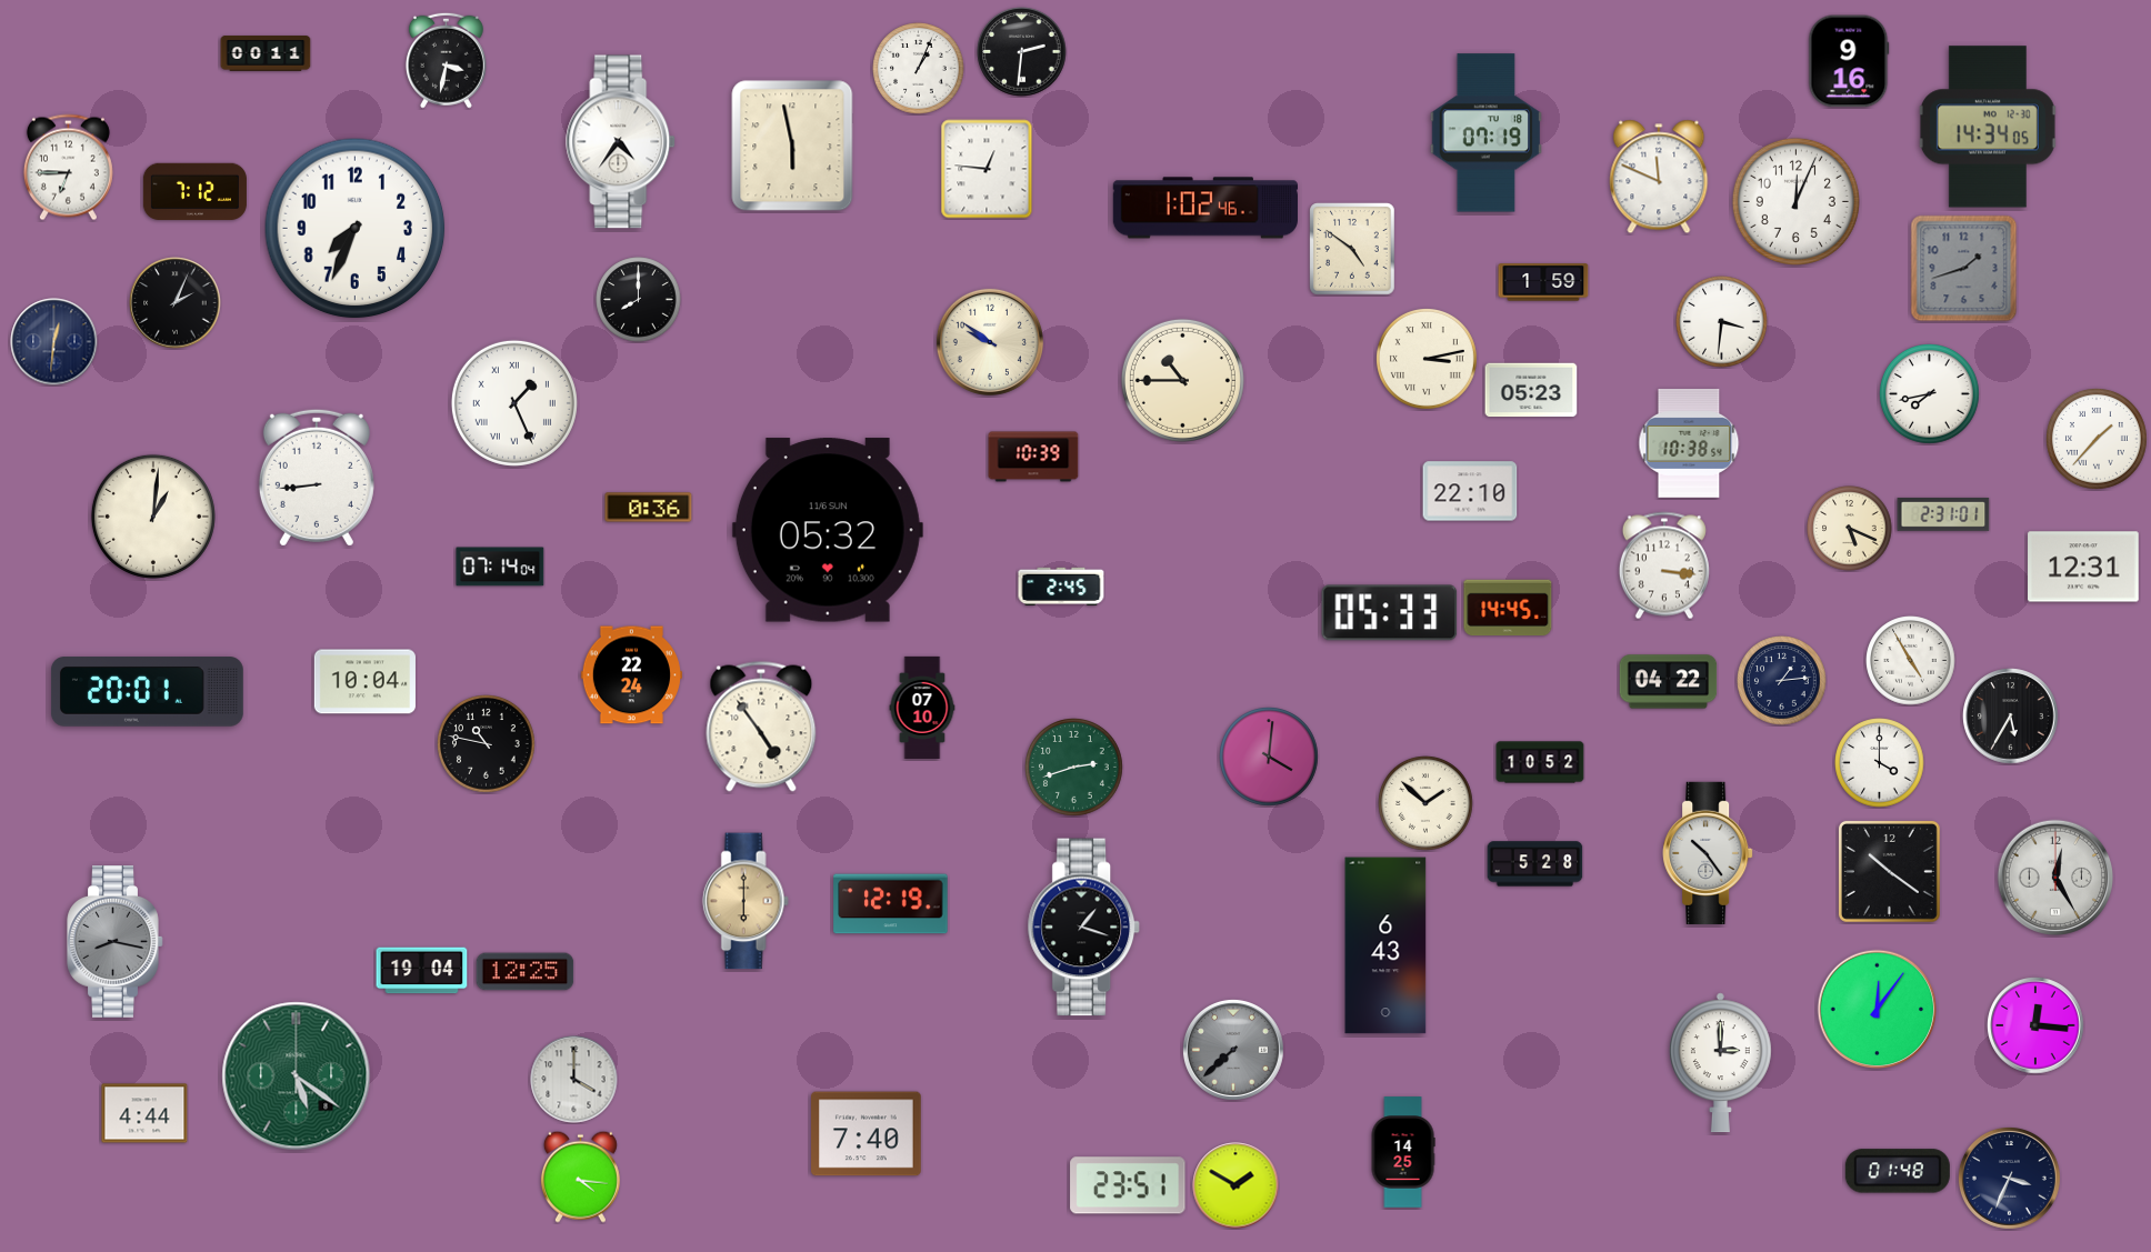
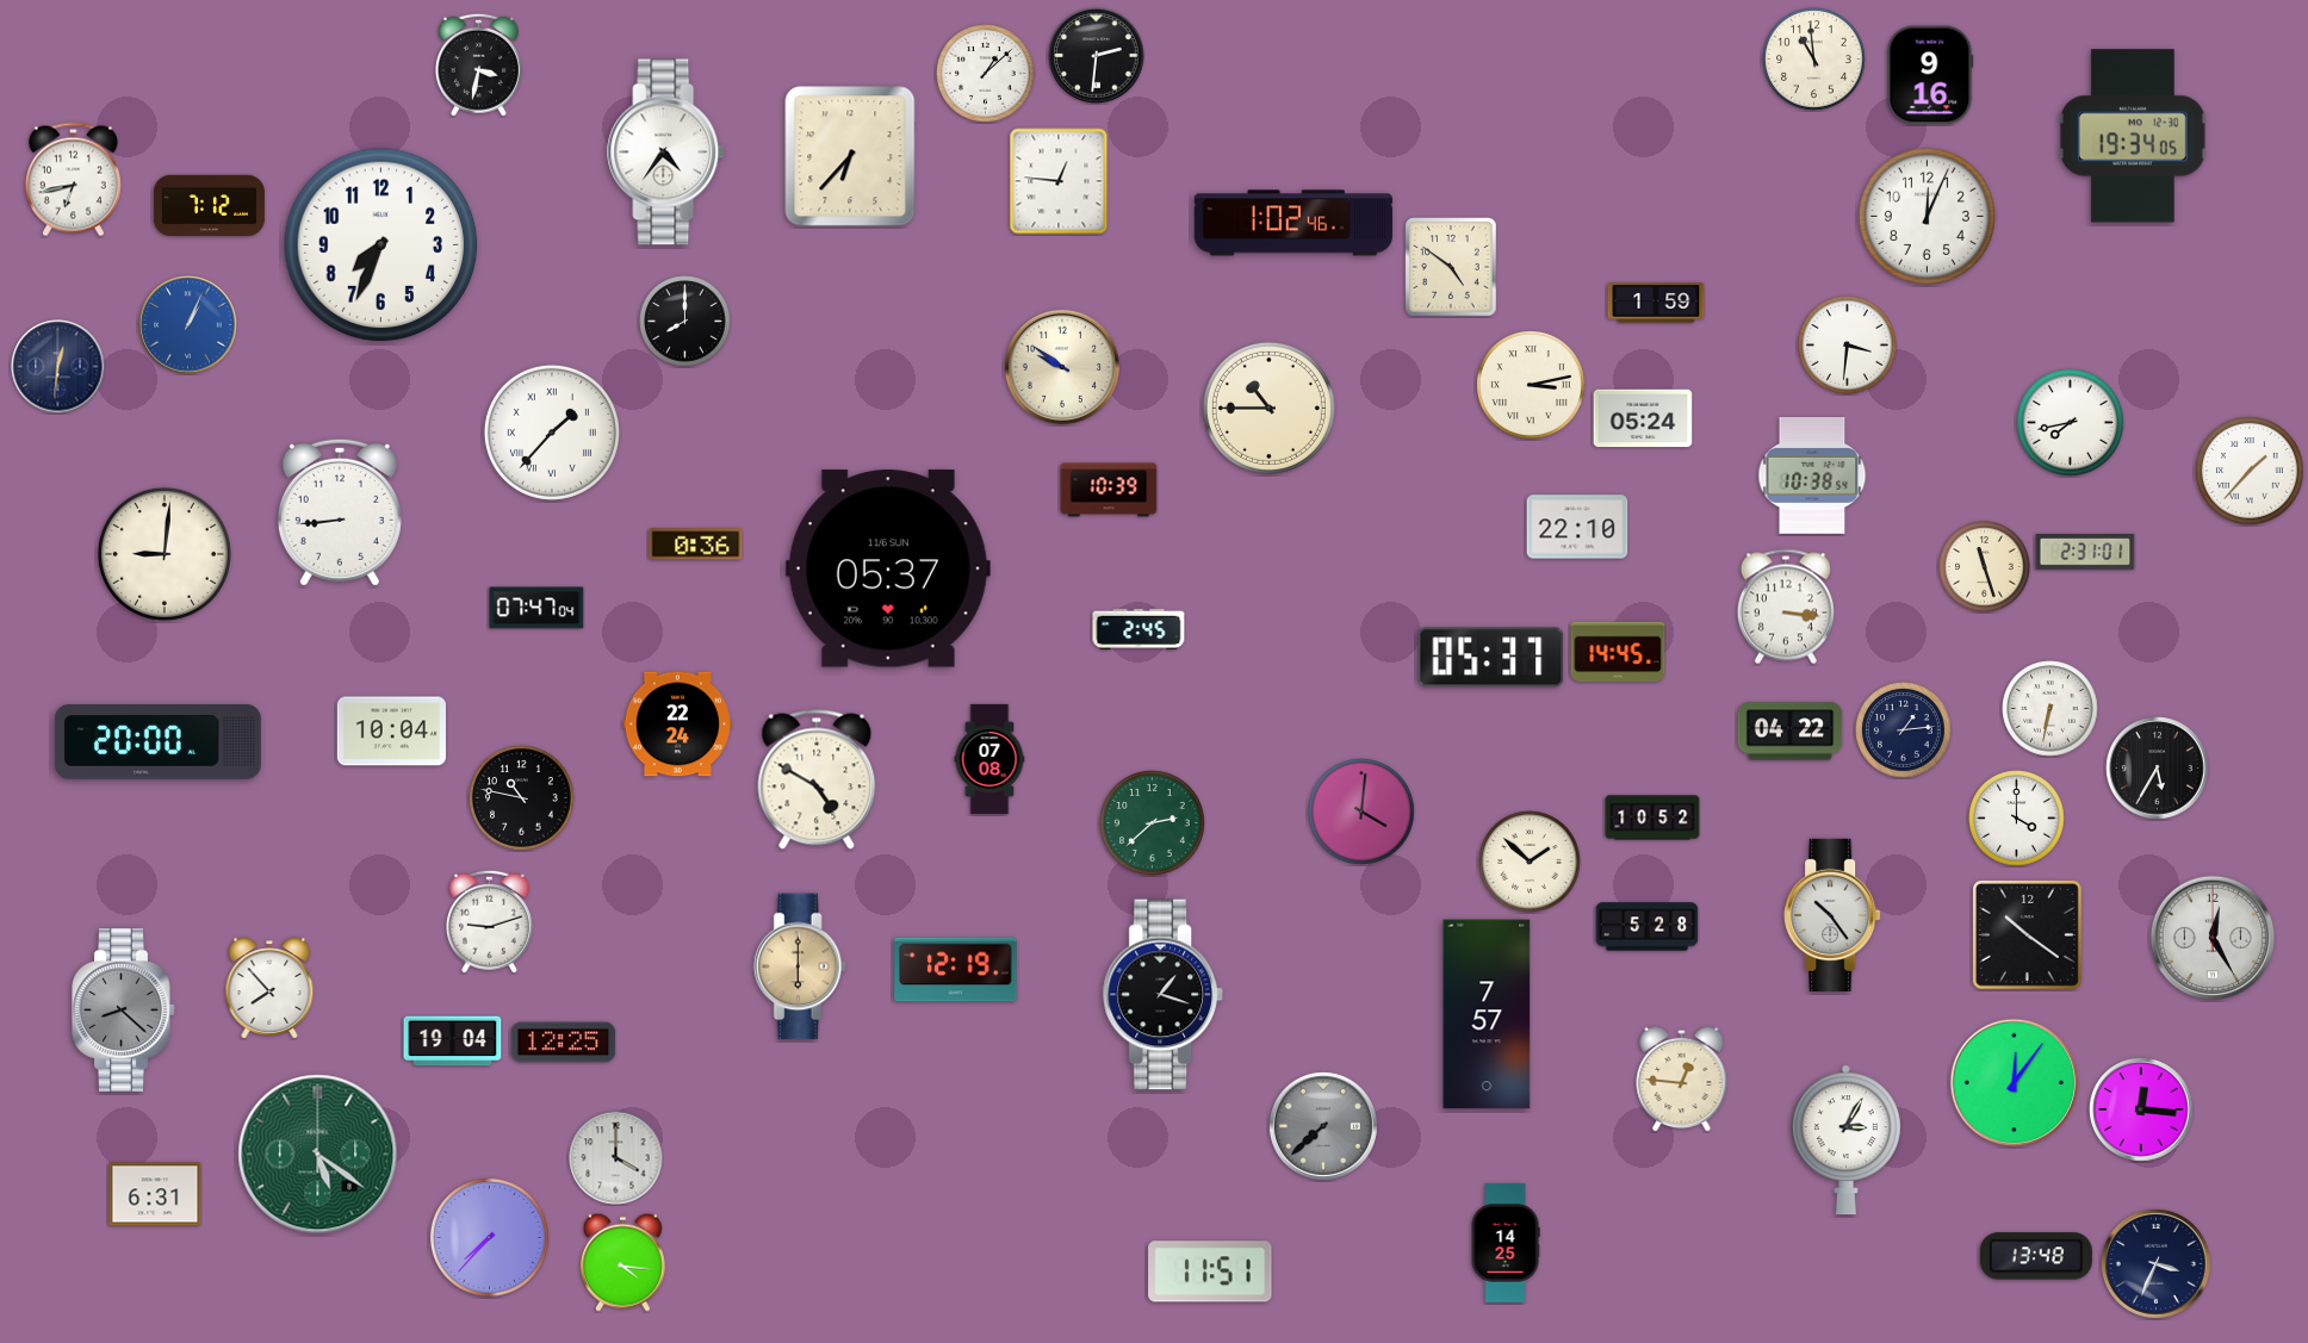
clock at (266, 53): 00:11 -> none
clock at (1814, 60): none -> 10:59
clock at (1849, 61) position: (1849, 61) -> (1930, 75)
clock at (919, 69): 1:04 -> 1:08
clock at (1988, 127): 14:34 -> 19:34
clock at (1485, 133): 07:19 -> none
clock at (792, 146): 5:58 -> 6:37
clock at (68, 168): 6:45 -> 6:43
clock at (1659, 177): 11:49 -> none
clock at (1964, 269): 1:42 -> none
clock at (176, 303): 2:04 -> 1:04
clock at (176, 303) dial: black -> blue
clock at (1531, 390): 05:23 -> 05:24
clock at (514, 403): 1:26 -> 1:37
clock at (153, 517): 1:01 -> 9:01
clock at (1850, 529): 5:19 -> 11:27
clock at (828, 530): 05:32 -> 05:37
clock at (500, 567): 07:14 -> 07:47
clock at (2083, 567): 12:31 -> none
clock at (1390, 613): 05:33 -> 05:37
clock at (1911, 661): 4:55 -> 6:32
clock at (1782, 681) position: (1782, 681) -> (1904, 730)
clock at (147, 692): 20:01 -> 20:00
clock at (922, 707): 07:10 -> 07:08
clock at (761, 727): 4:54 -> 4:50
clock at (1074, 768): 2:42 -> 2:38
clock at (489, 921): none -> 9:12
clock at (2055, 878) position: (2055, 878) -> (2213, 938)
clock at (269, 988): none -> 7:53
clock at (116, 942): 8:17 -> 8:22
clock at (1385, 945): 6:43 -> 7:57
clock at (1682, 1078): none -> 12:46
clock at (2035, 1025) position: (2035, 1025) -> (2141, 1109)
clock at (1720, 1063): 3:00 -> 3:05
clock at (144, 1113): 4:44 -> 6:31
clock at (867, 1134): 7:40 -> none
clock at (1403, 1152) position: (1403, 1152) -> (1506, 1243)
clock at (489, 1237): none -> 7:37
clock at (1898, 1171): 01:48 -> 13:48
clock at (1128, 1185): 23:51 -> 11:51
clock at (1235, 1185): 1:50 -> none
